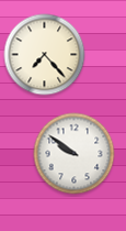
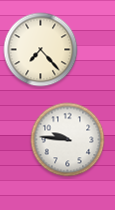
clock at (75, 154): 9:51 -> 9:46
